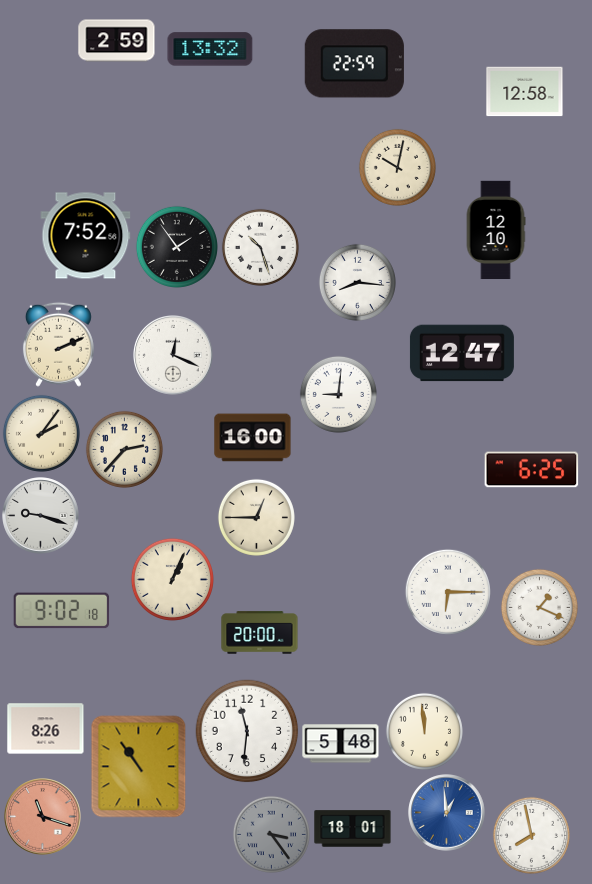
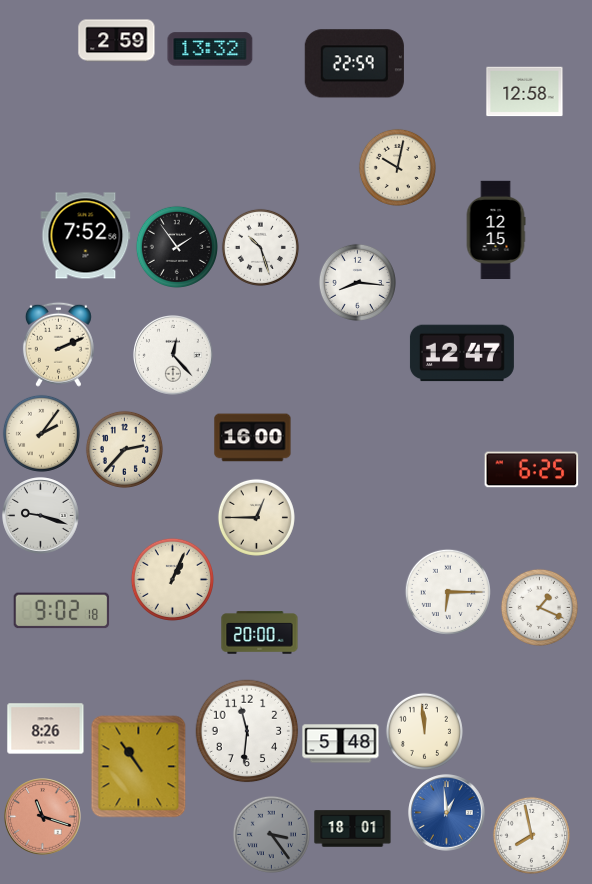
clock at (496, 230): 12:10 -> 12:15
clock at (174, 356): 12:19 -> 12:23
clock at (338, 394): 9:01 -> none
